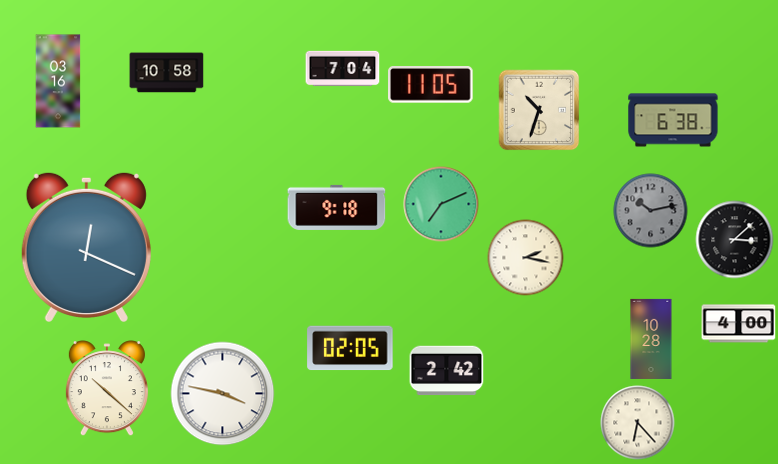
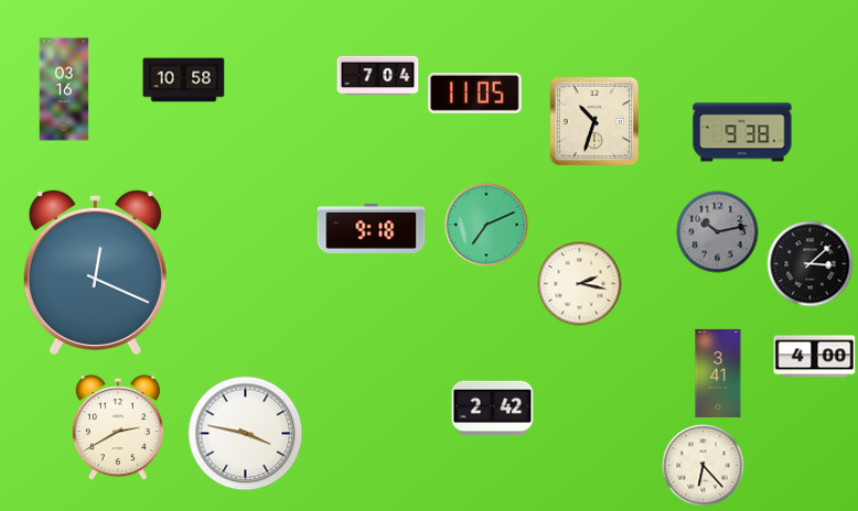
clock at (673, 120): 6:38 -> 9:38
clock at (651, 339): 10:28 -> 3:41
clock at (350, 348): 02:05 -> none
clock at (107, 389): 10:22 -> 2:40
